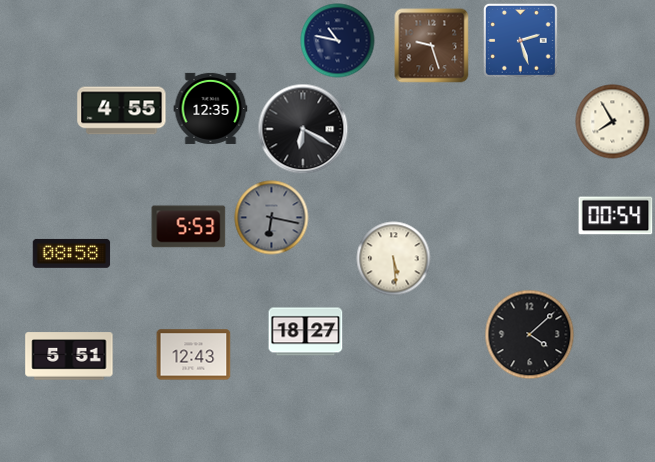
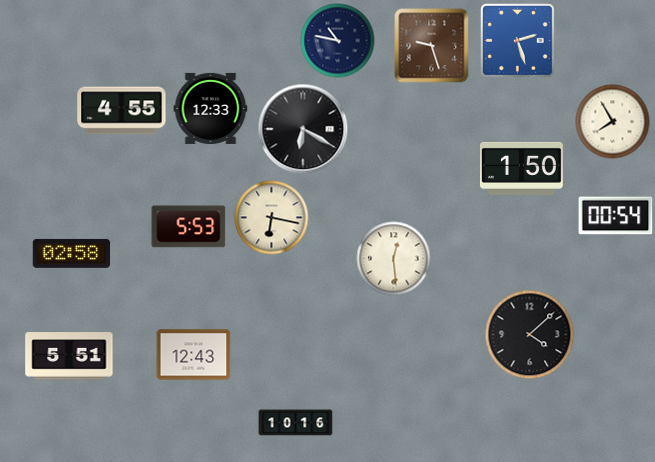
clock at (520, 40) position: (520, 40) -> (517, 40)
clock at (211, 108): 12:35 -> 12:33
clock at (522, 168): none -> 1:50
clock at (272, 218) dial: grey -> cream
clock at (72, 253): 08:58 -> 02:58
clock at (394, 259): 5:29 -> 12:29
clock at (306, 332): 18:27 -> none
clock at (296, 423): none -> 10:16
